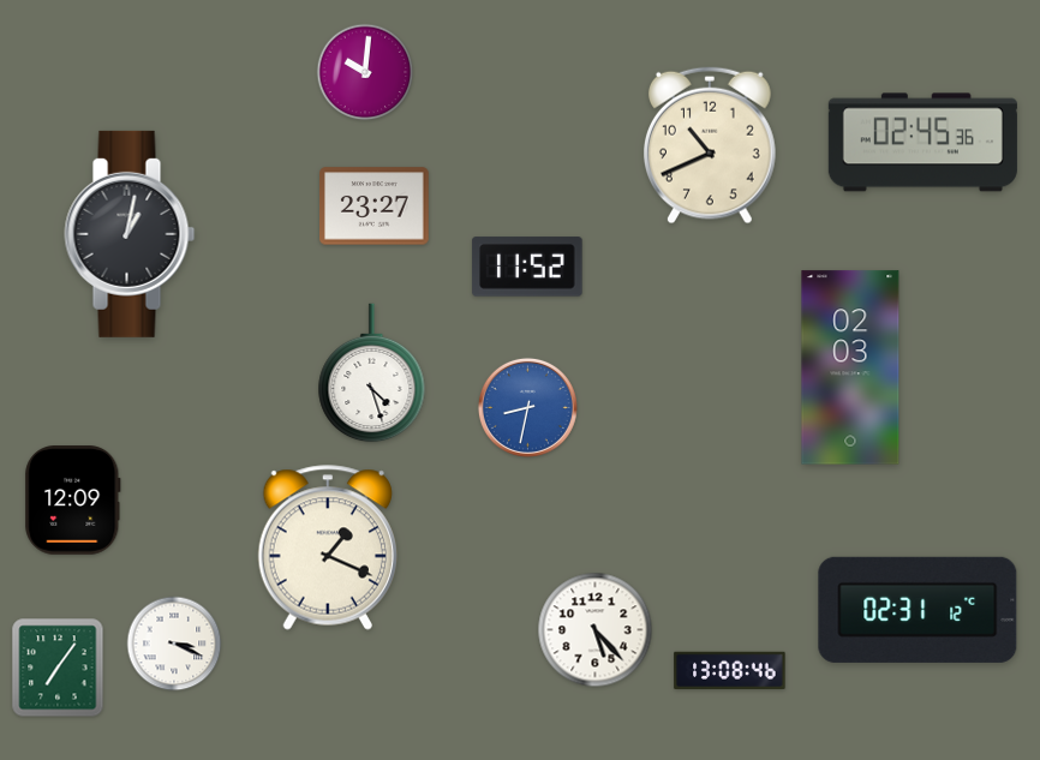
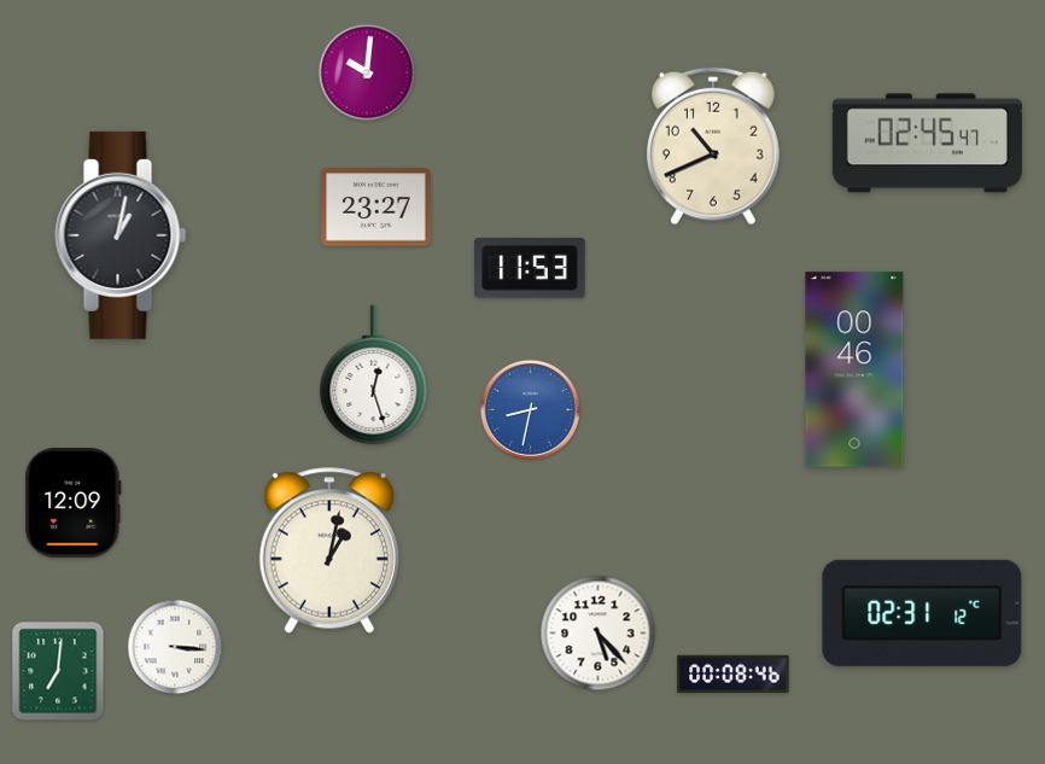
clock at (922, 143): 02:45:36 -> 02:45:47
clock at (130, 234) position: (130, 234) -> (121, 235)
clock at (527, 267): 11:52 -> 11:53
clock at (850, 367): 02:03 -> 00:46
clock at (372, 373): 4:27 -> 12:27
clock at (327, 547): 1:19 -> 1:02
clock at (174, 644): 3:19 -> 3:16
clock at (58, 668): 7:06 -> 7:01
clock at (730, 670): 13:08 -> 00:08
